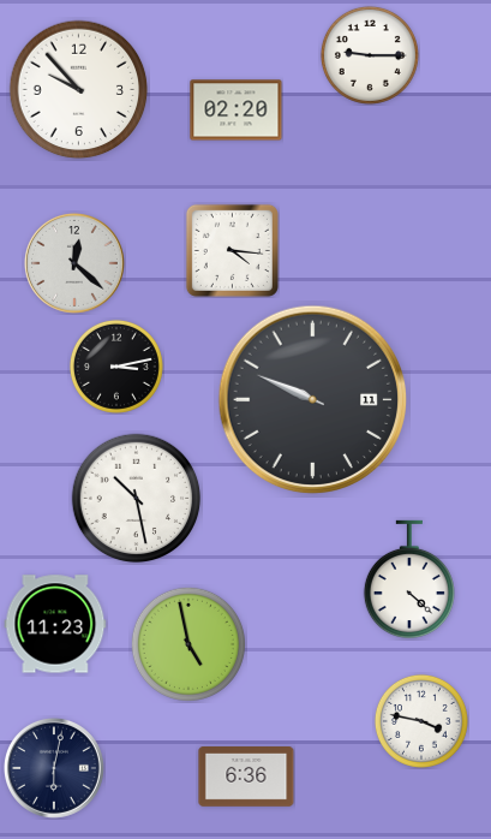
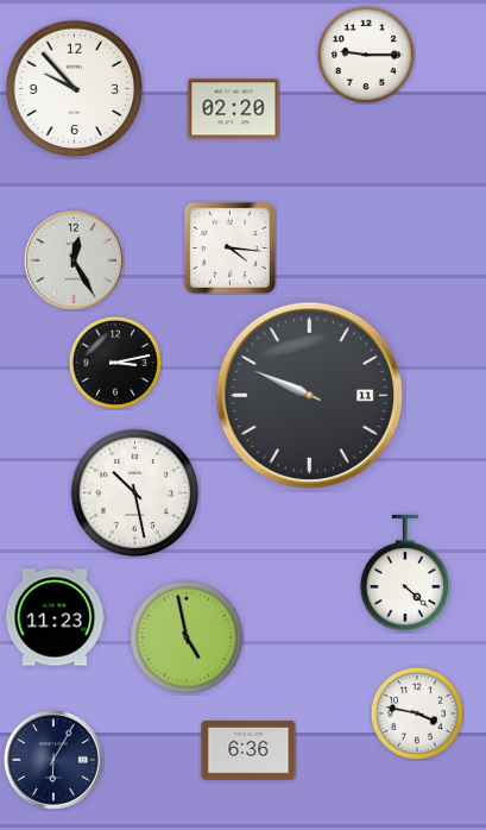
clock at (79, 90) position: (79, 90) -> (75, 89)
clock at (74, 263): 12:22 -> 12:25
clock at (54, 768): 6:02 -> 6:05
clock at (246, 778) position: (246, 778) -> (248, 752)
